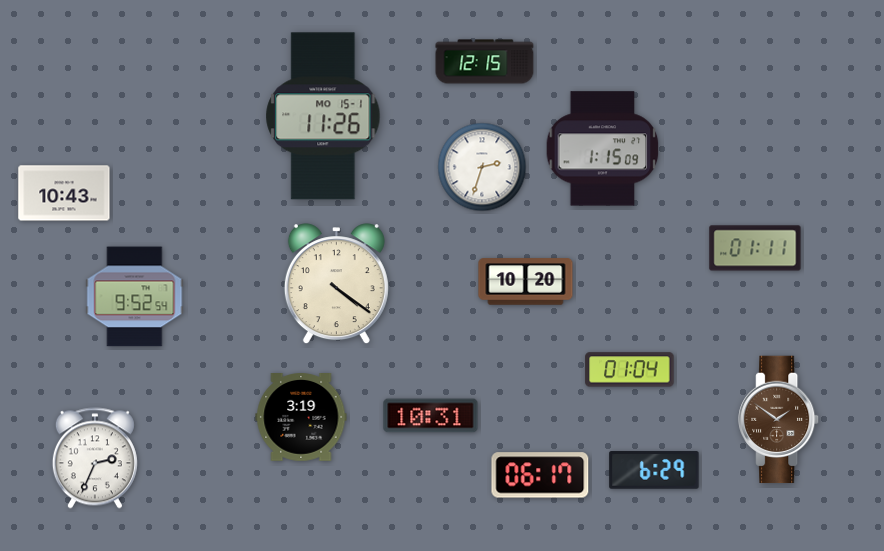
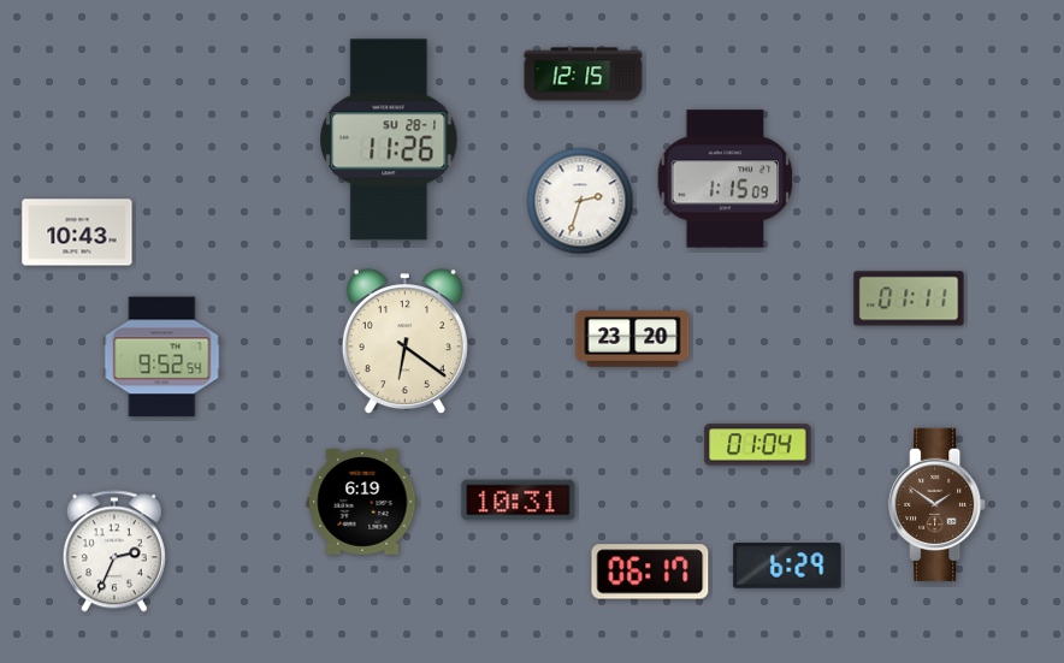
clock at (323, 116) date: MO 15-1 -> SU 28-1
clock at (526, 282): 10:20 -> 23:20
clock at (336, 284): 4:21 -> 6:21
clock at (301, 418): 3:19 -> 6:19
